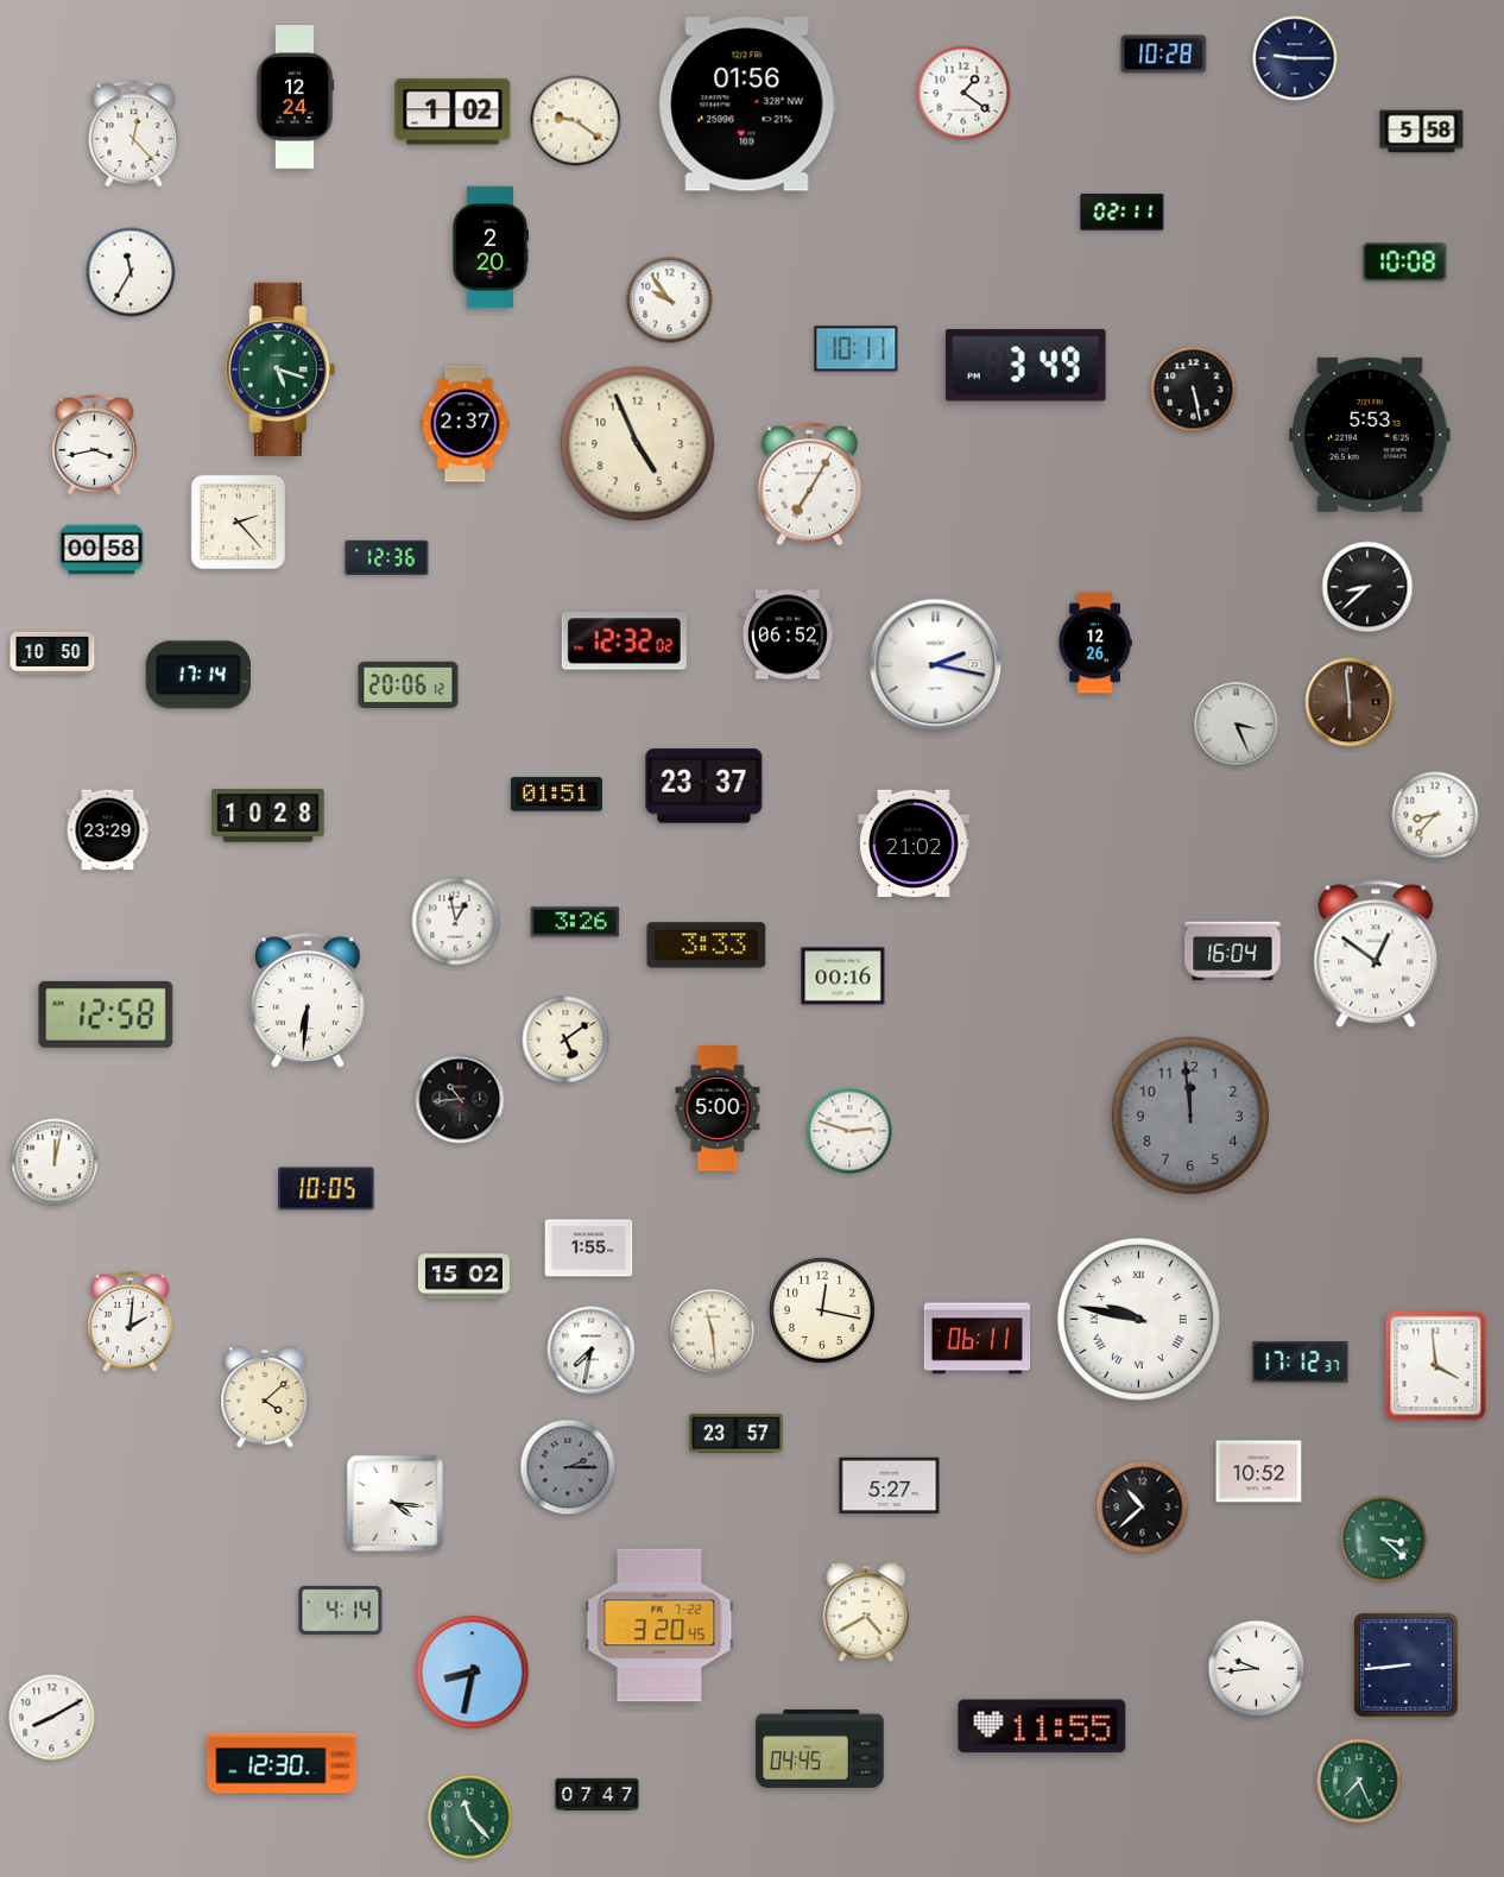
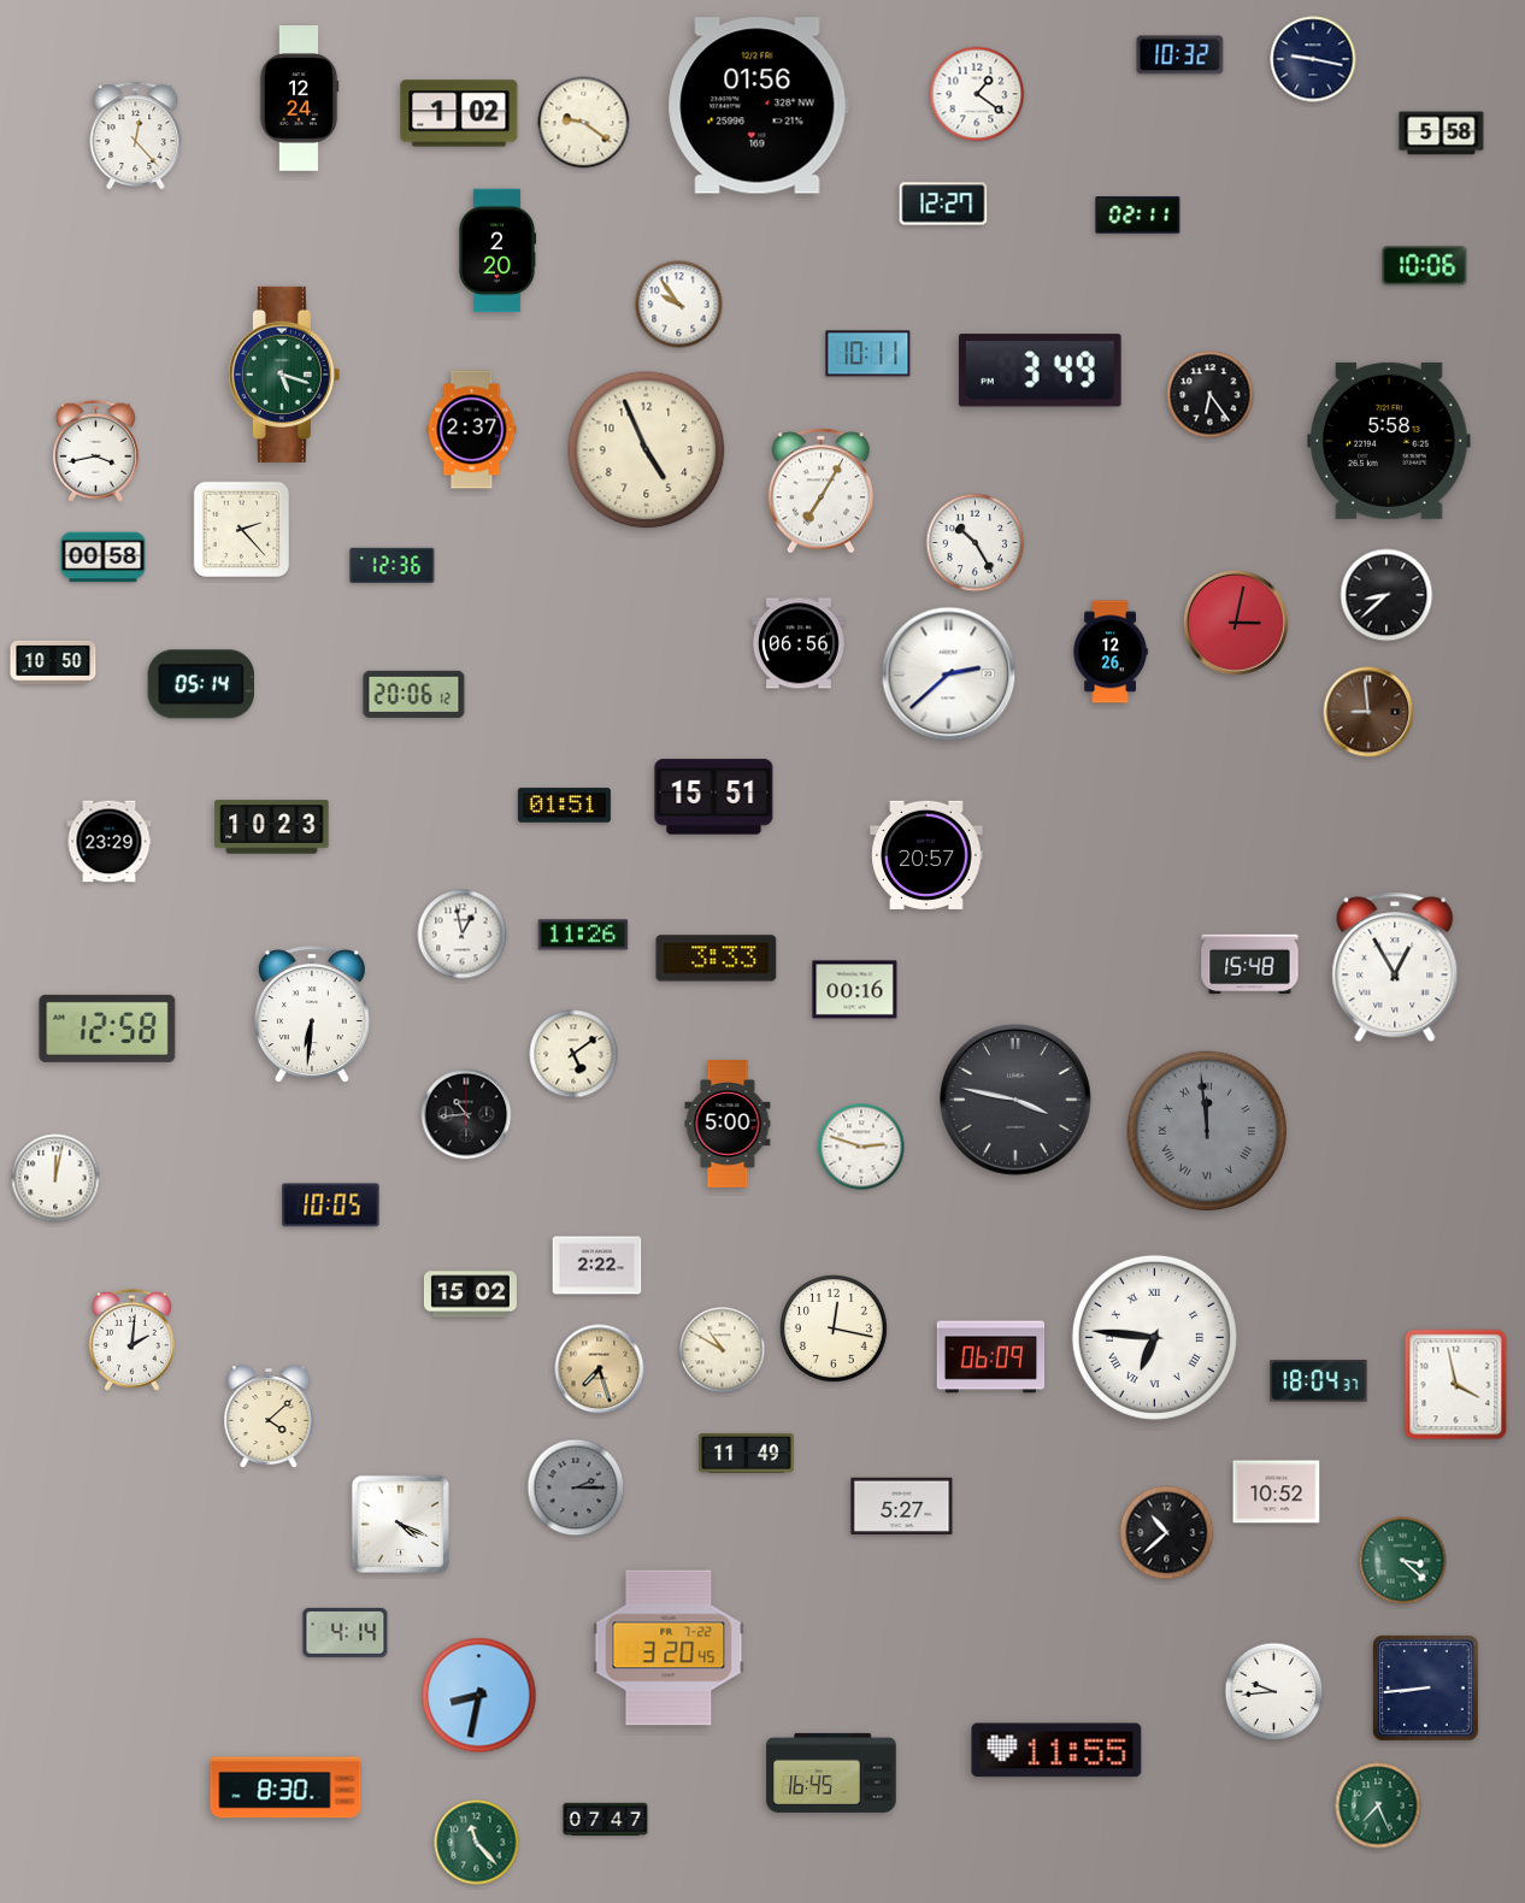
clock at (1164, 55): 10:28 -> 10:32
clock at (1295, 58): 9:15 -> 9:17
clock at (943, 204): none -> 12:27
clock at (1405, 263): 10:08 -> 10:06
clock at (131, 272): 11:35 -> none
clock at (1194, 390): 5:28 -> 6:24
clock at (1370, 435): 5:53 -> 5:58
clock at (976, 543): none -> 10:25
clock at (1236, 623): none -> 3:02
clock at (788, 634): 06:52 -> 06:56
clock at (624, 642): 12:32 -> none
clock at (936, 665): 2:17 -> 2:38
clock at (197, 675): 17:14 -> 05:14
clock at (1350, 702): 5:59 -> 8:59
clock at (1237, 725): 3:26 -> none
clock at (704, 786): 23:37 -> 15:51
clock at (1435, 815): 8:37 -> none
clock at (268, 816): 10:28 -> 10:23
clock at (914, 843): 21:02 -> 20:57
clock at (575, 922): 3:26 -> 11:26
clock at (1233, 952): 16:04 -> 15:48
clock at (1376, 954): 12:51 -> 12:55
clock at (1017, 1101): none -> 3:47
clock at (1190, 1116) numerals: Arabic -> Roman
clock at (589, 1249): 1:55 -> 2:22
clock at (1138, 1319): 9:47 -> 6:46
clock at (713, 1332): 11:29 -> 10:50
clock at (978, 1339): 06:11 -> 06:09
clock at (592, 1351): 7:32 -> 7:27
clock at (592, 1351) dial: white -> champagne
clock at (1301, 1363): 17:12 -> 18:04
clock at (1436, 1366): 3:59 -> 3:58
clock at (737, 1434): 23:57 -> 11:49
clock at (394, 1503): 4:16 -> 4:19
clock at (1143, 1508) position: (1143, 1508) -> (1167, 1533)
clock at (866, 1613): 4:40 -> none
clock at (52, 1718): 8:10 -> none
clock at (820, 1749): 04:45 -> 16:45
clock at (282, 1763): 12:30 -> 8:30
